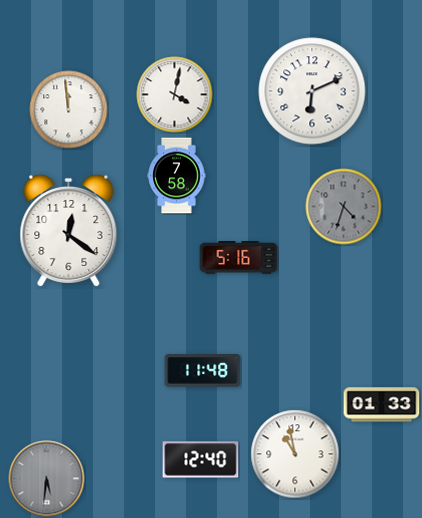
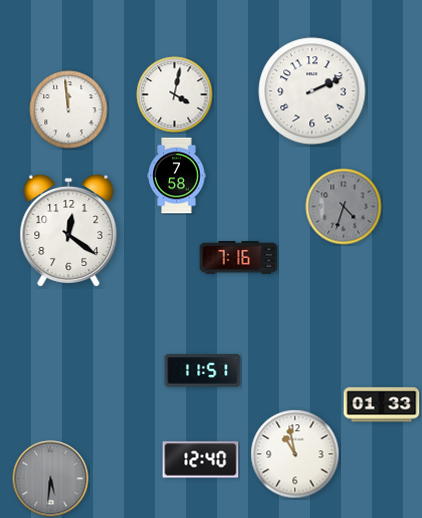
clock at (312, 91): 6:11 -> 2:11
clock at (239, 258): 5:16 -> 7:16
clock at (203, 371): 11:48 -> 11:51
clock at (47, 479) position: (47, 479) -> (51, 479)
